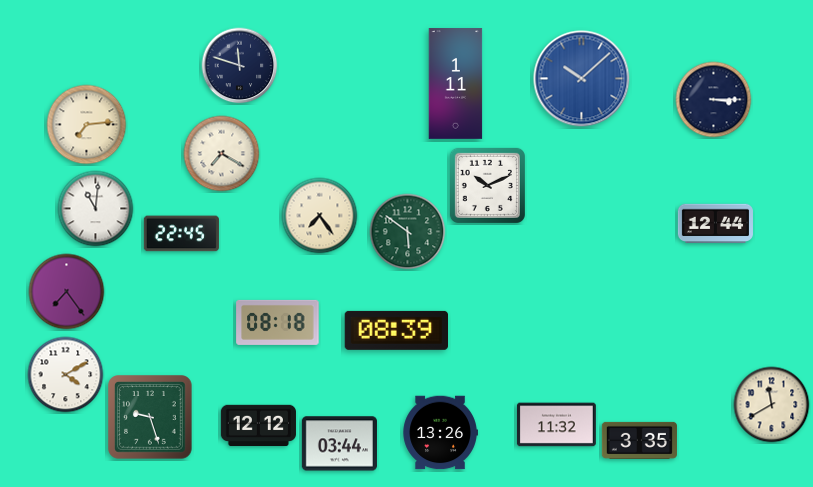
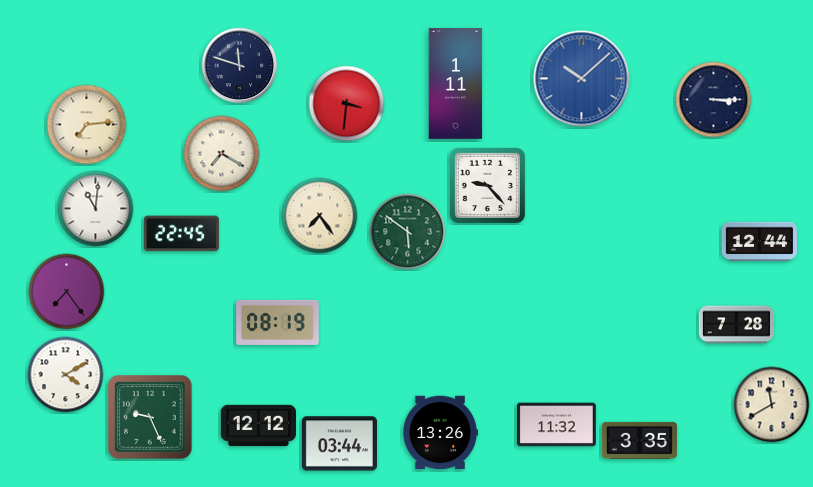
clock at (347, 104): none -> 3:31
clock at (487, 185): 10:11 -> 9:23
clock at (715, 224) position: (715, 224) -> (759, 242)
clock at (278, 322): 08:18 -> 08:19
clock at (736, 325): none -> 7:28
clock at (396, 330): 08:39 -> none
clock at (151, 418): 9:27 -> 9:26
